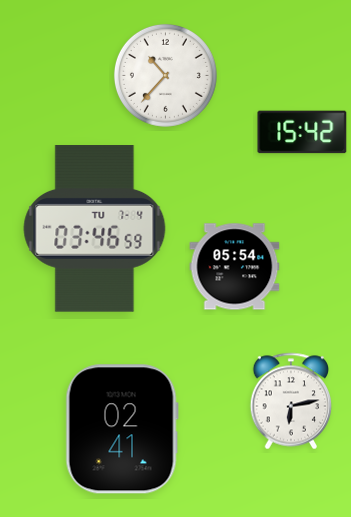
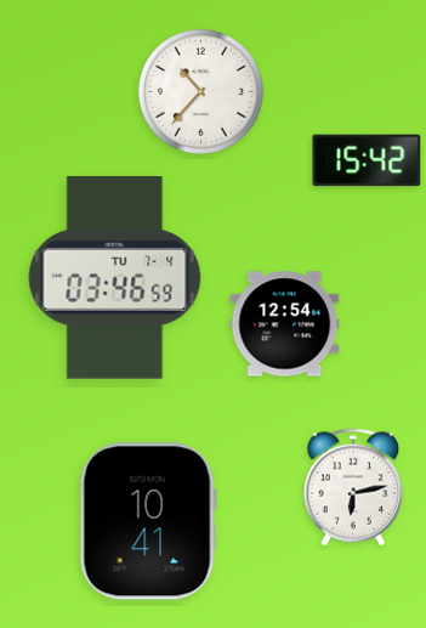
clock at (235, 267): 05:54 -> 12:54
clock at (122, 429): 02:41 -> 10:41
